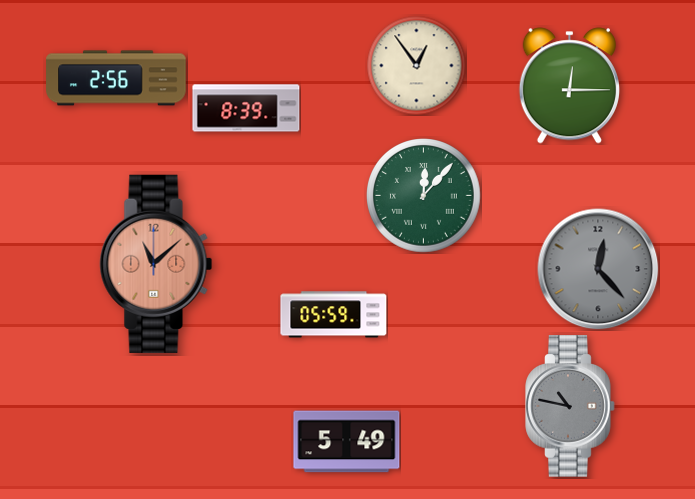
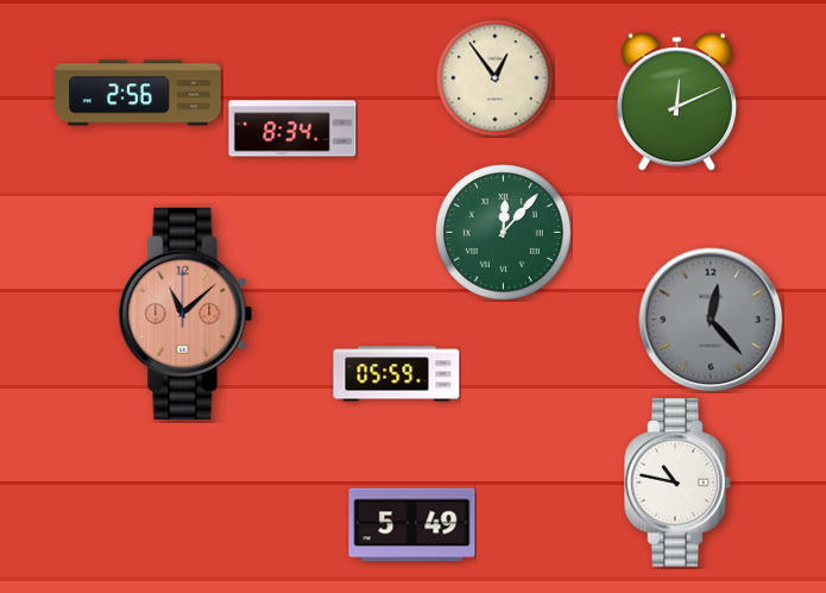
clock at (569, 86): 12:15 -> 12:11
clock at (246, 108): 8:39 -> 8:34
clock at (570, 406) dial: grey -> white
